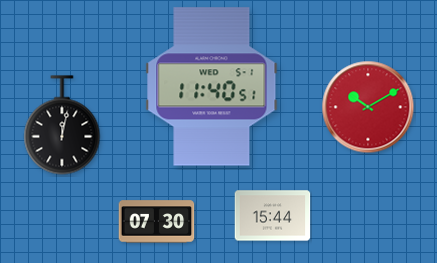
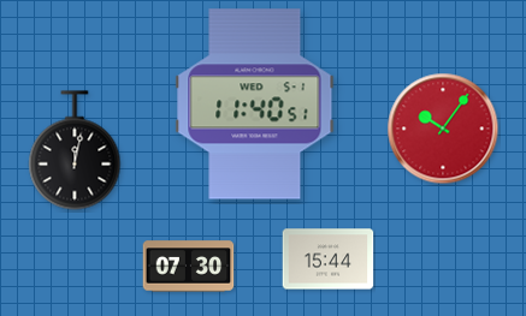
clock at (368, 107): 10:10 -> 10:06
